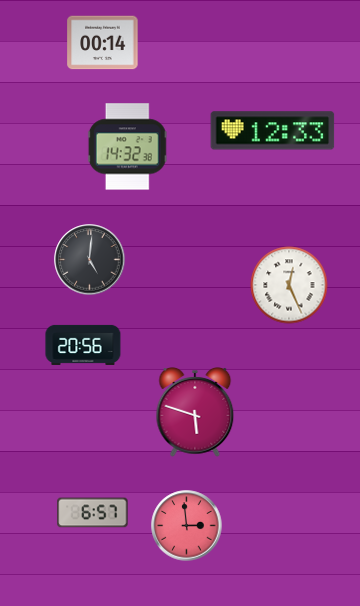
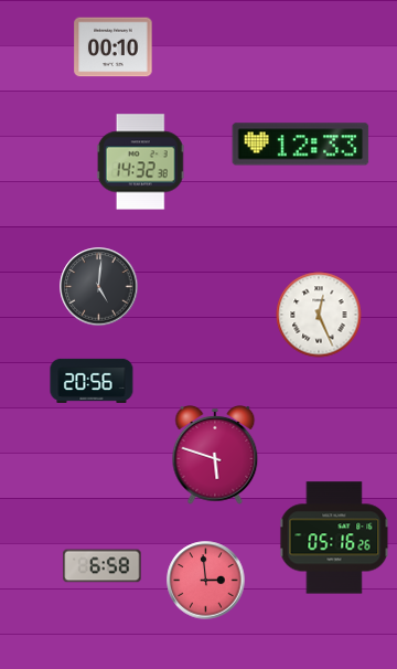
clock at (103, 43): 00:14 -> 00:10
clock at (334, 538): none -> 05:16
clock at (93, 513): 6:57 -> 6:58
